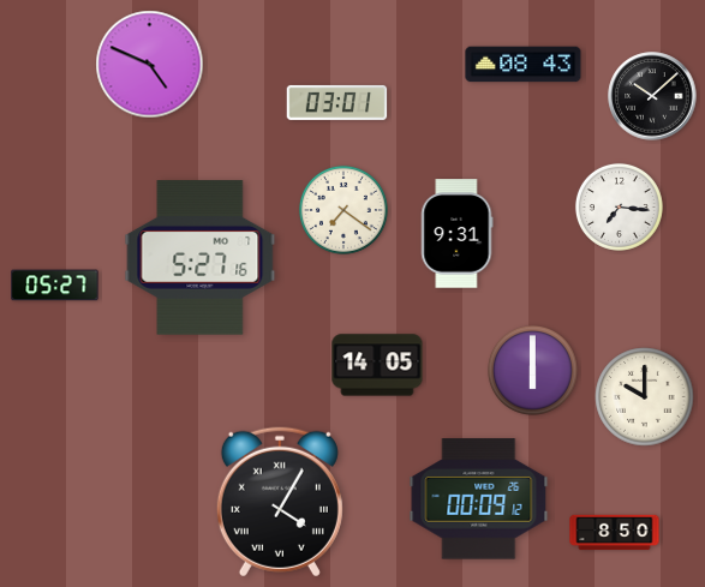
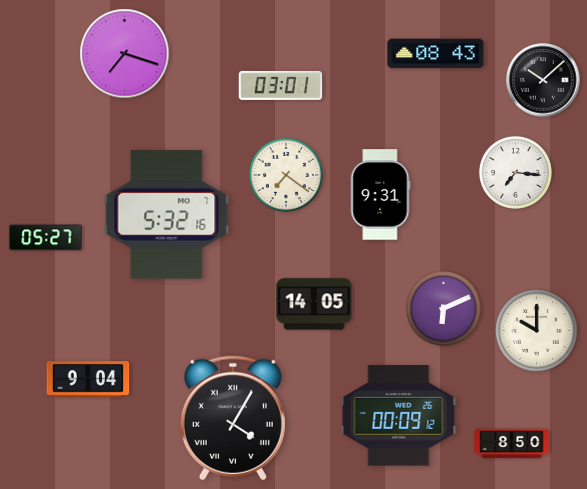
clock at (150, 65): 4:49 -> 7:18
clock at (201, 258): 5:27 -> 5:32
clock at (532, 370): 6:00 -> 6:11
clock at (88, 379): none -> 9:04
